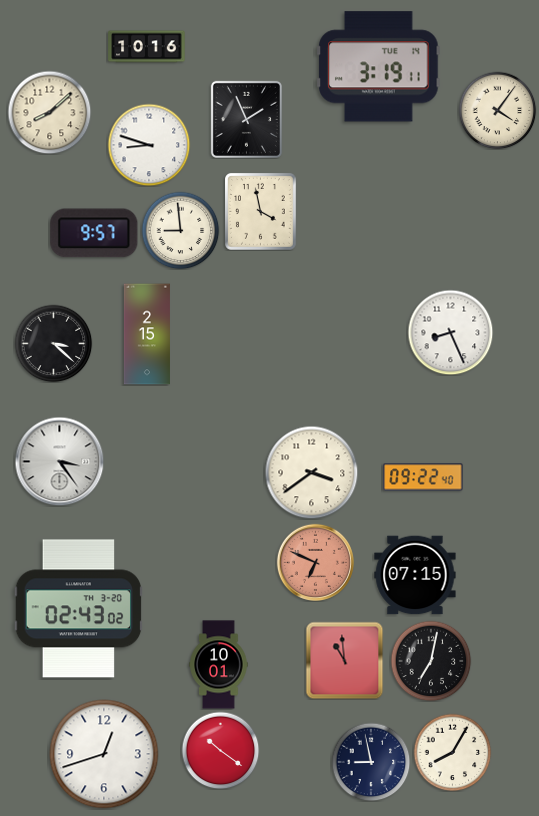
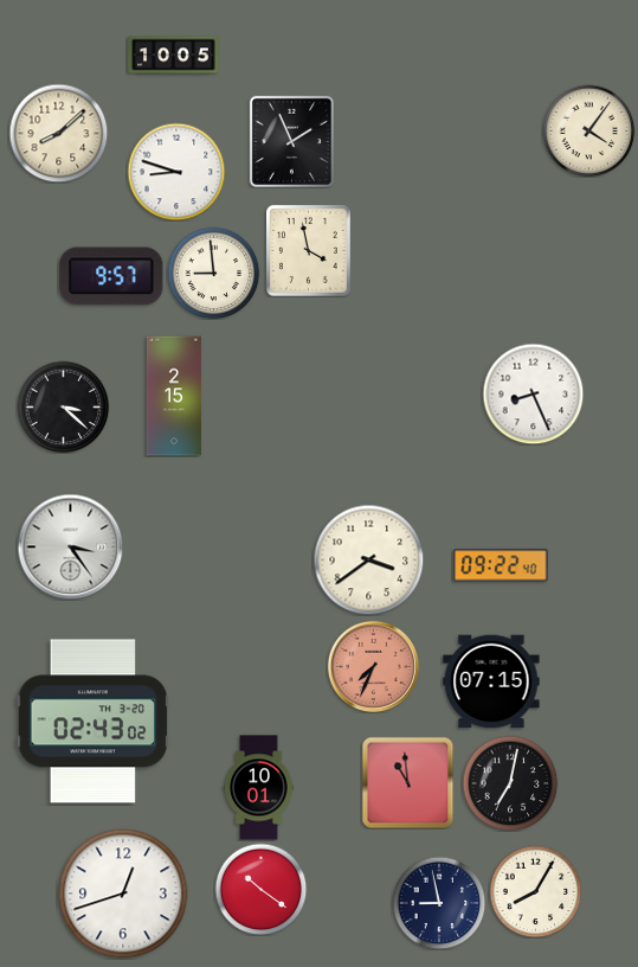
clock at (147, 47): 10:16 -> 10:05
clock at (379, 67): 3:19 -> none
clock at (315, 562): 6:49 -> 7:34
